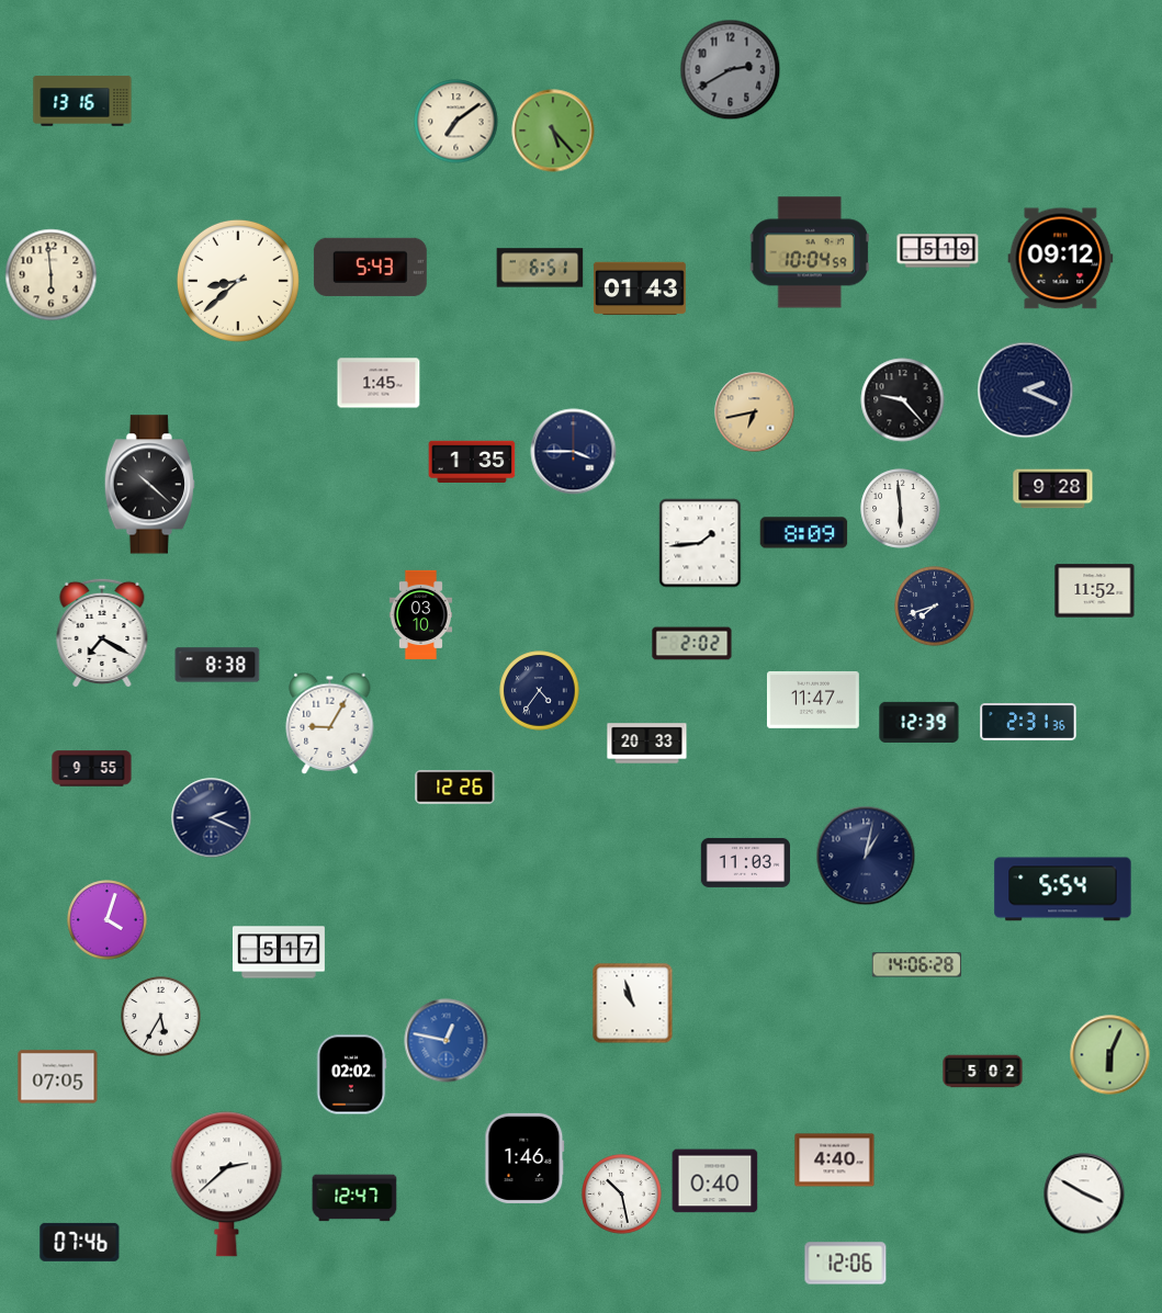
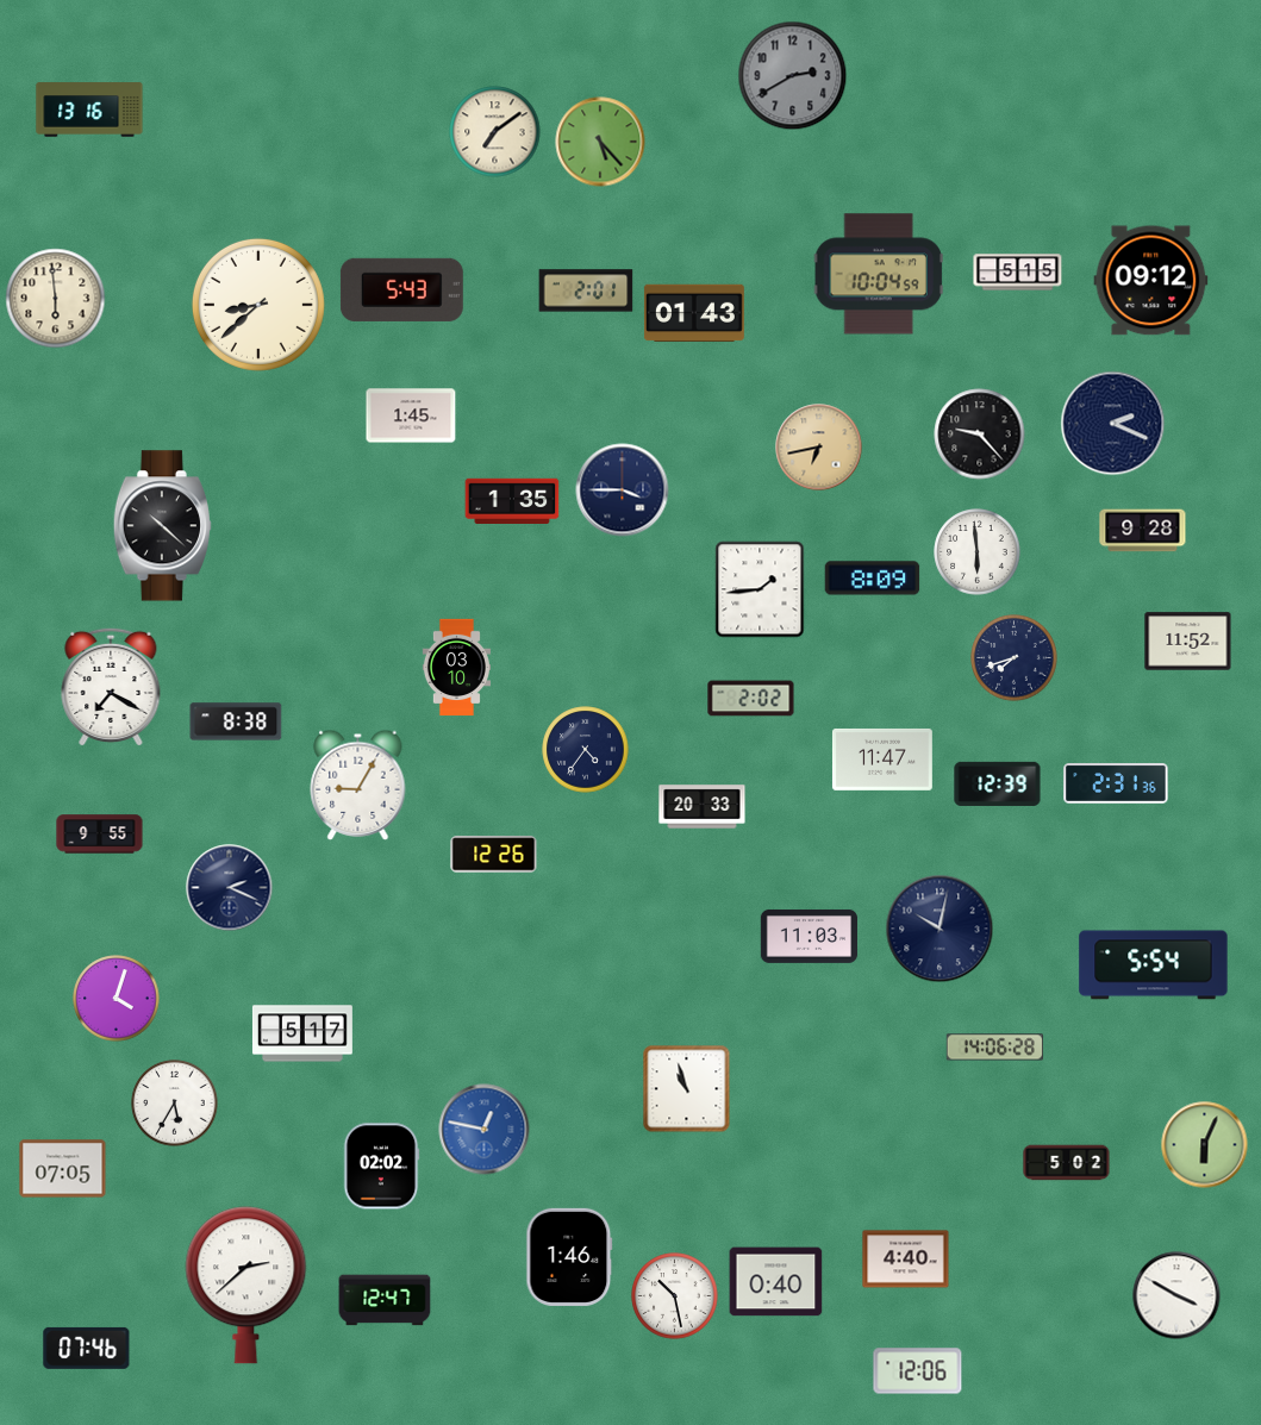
clock at (938, 251): 5:19 -> 5:15
clock at (540, 268): 6:51 -> 2:01
clock at (866, 856): 1:02 -> 10:02
